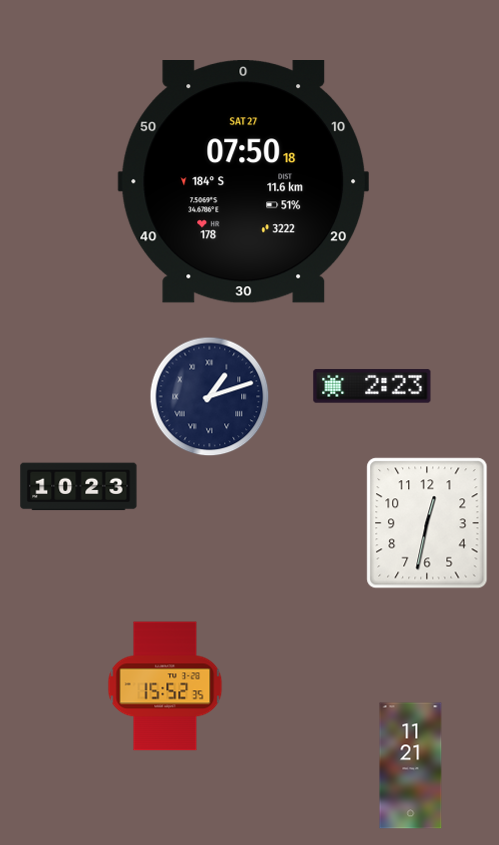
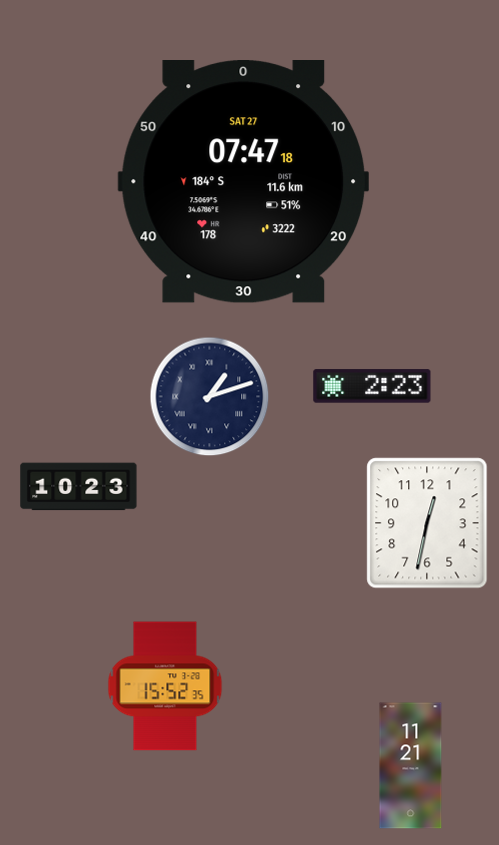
clock at (243, 182): 07:50 -> 07:47
